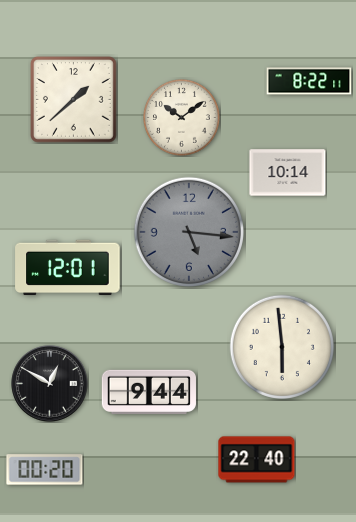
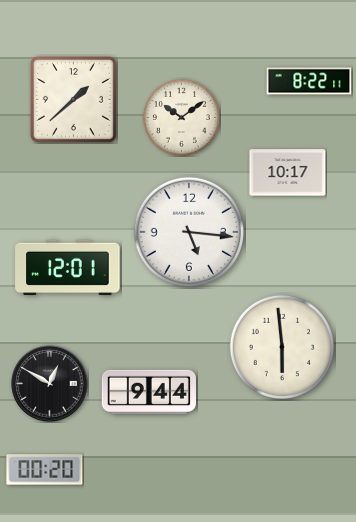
clock at (288, 173): 10:14 -> 10:17
clock at (189, 232) dial: grey -> white
clock at (257, 460): 22:40 -> none
